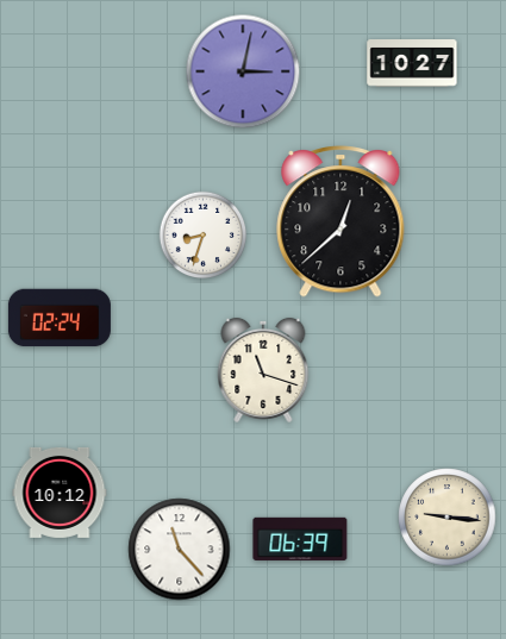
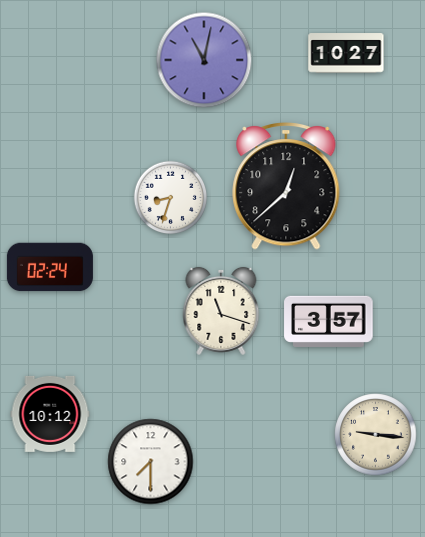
clock at (243, 71): 3:02 -> 11:02
clock at (329, 321): none -> 3:57
clock at (300, 539): 06:39 -> none
clock at (180, 550): 11:23 -> 7:30
